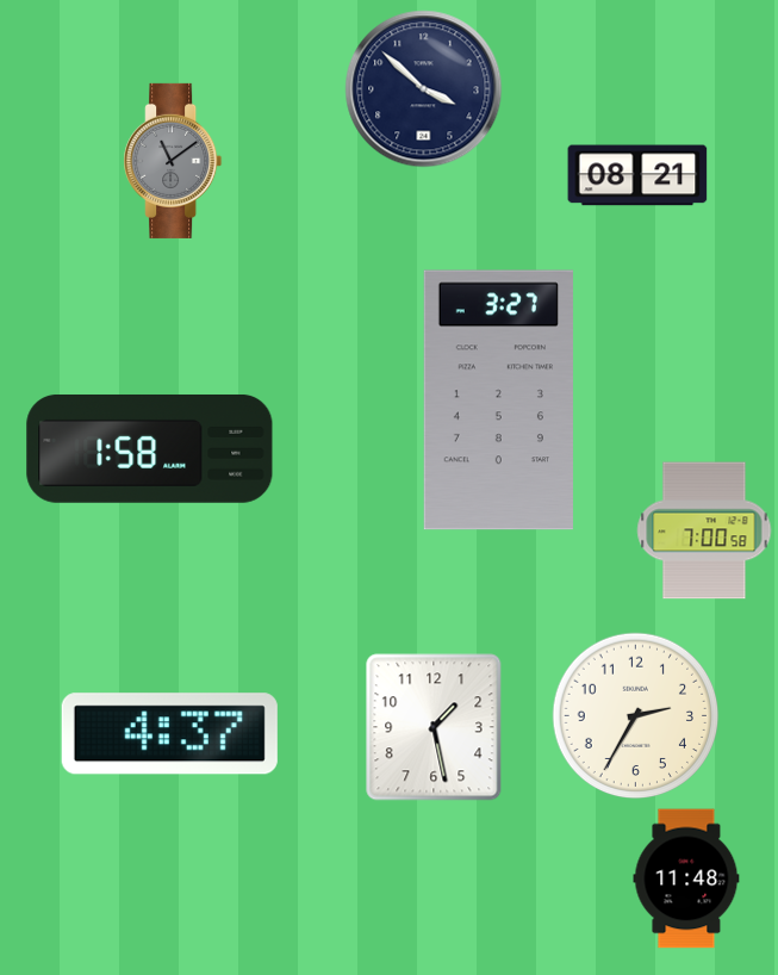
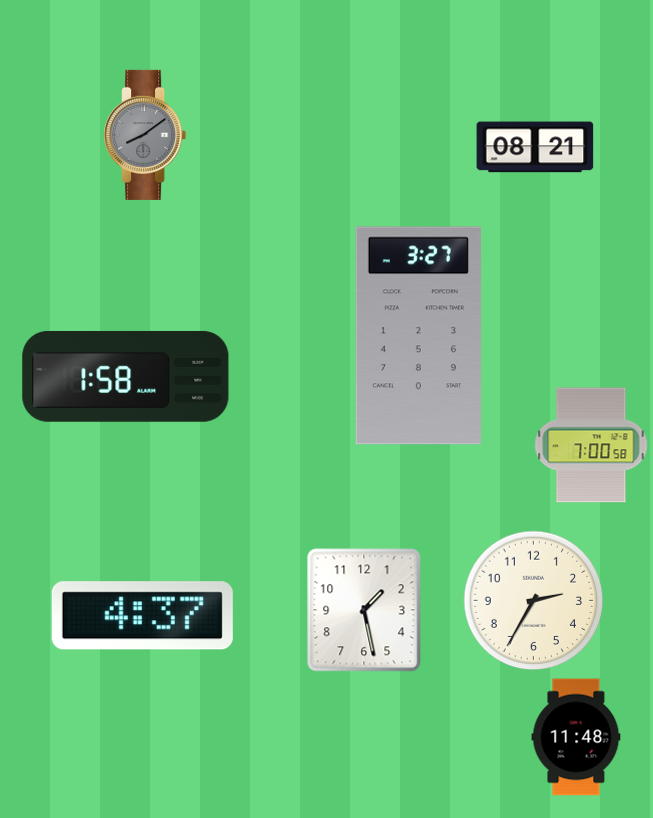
clock at (424, 89): 3:52 -> none
clock at (173, 161): 11:09 -> 8:09
